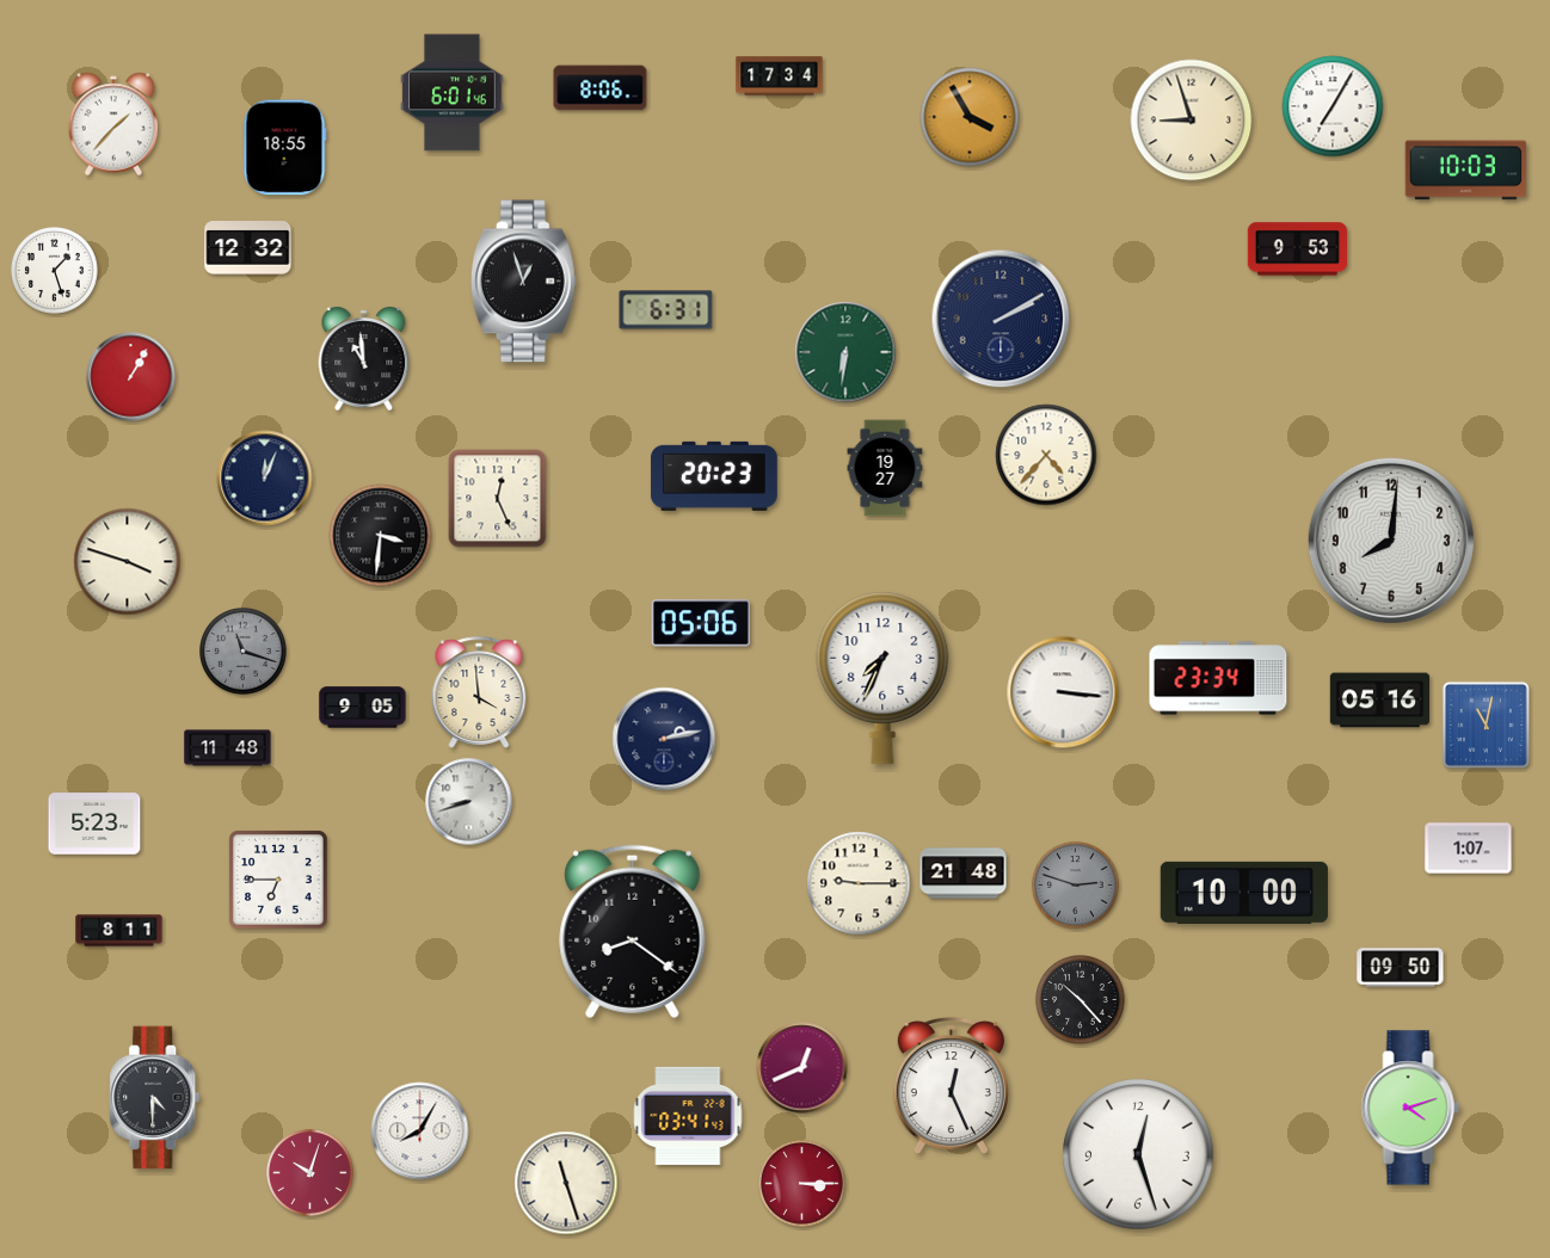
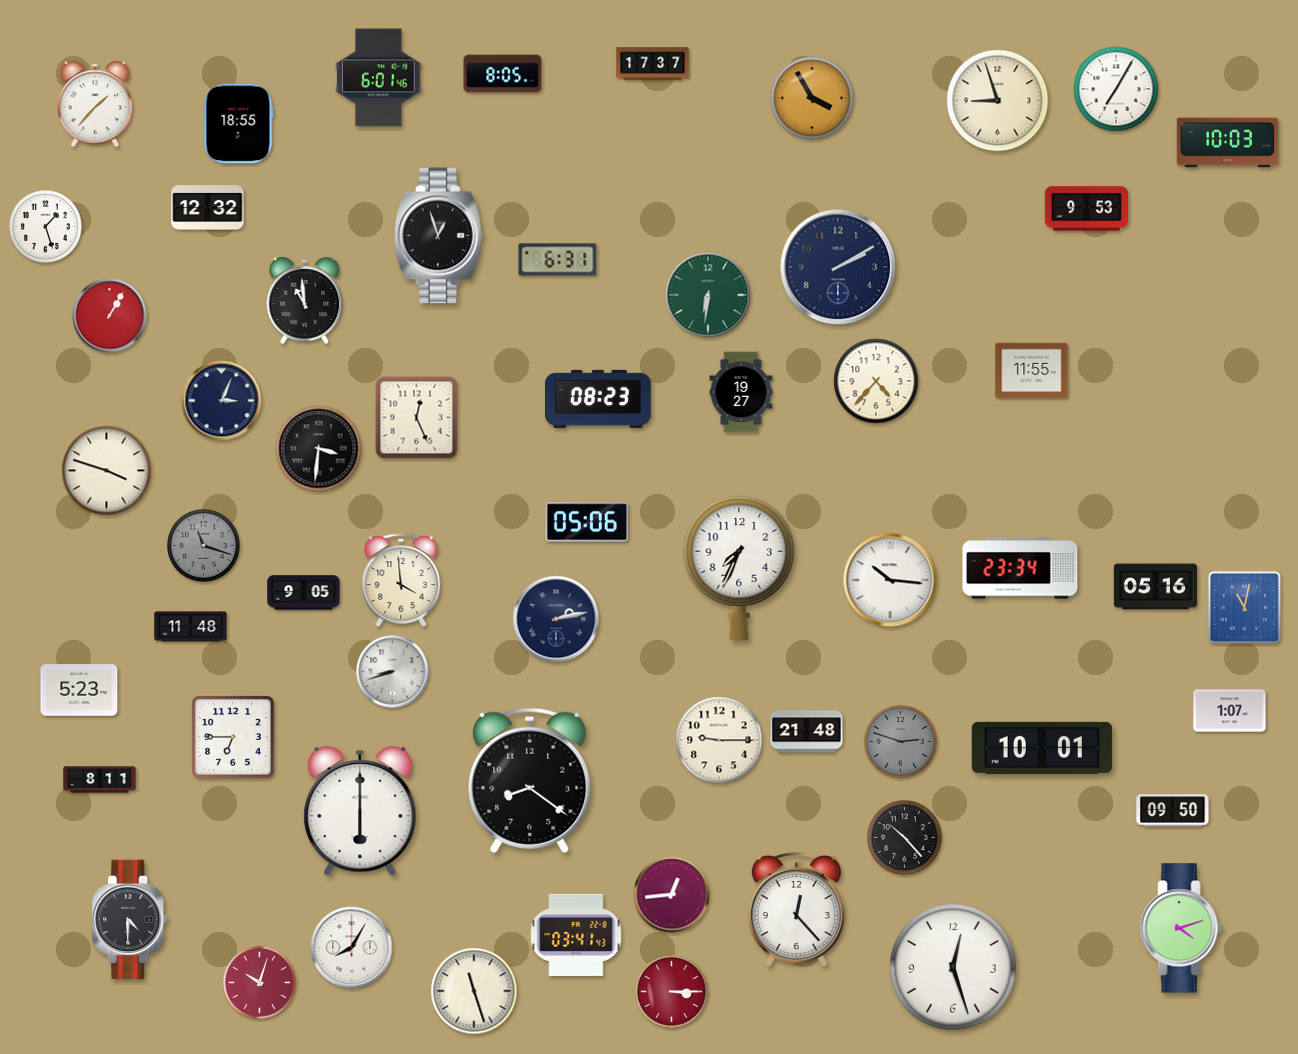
clock at (780, 76): 17:34 -> 17:37
clock at (601, 88): 8:06 -> 8:05
clock at (1032, 371): none -> 11:55
clock at (714, 476): 20:23 -> 08:23
clock at (265, 479): 12:04 -> 3:04
clock at (1391, 541): 8:01 -> none
clock at (1063, 692): 3:16 -> 10:16
clock at (1244, 893): 10:00 -> 10:01
clock at (360, 812): none -> 6:00
clock at (802, 1068): 12:41 -> 12:44
clock at (951, 1086): 12:26 -> 12:23
